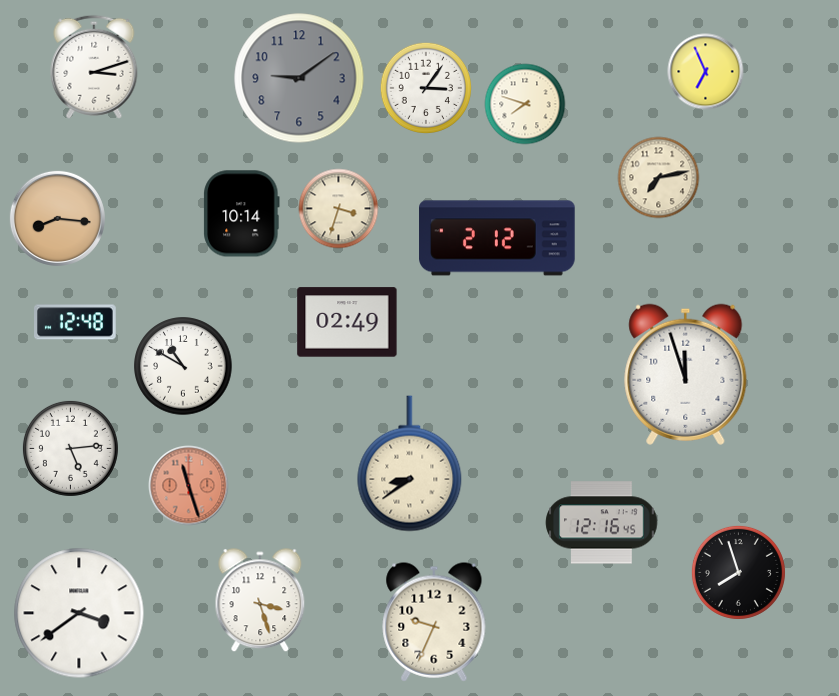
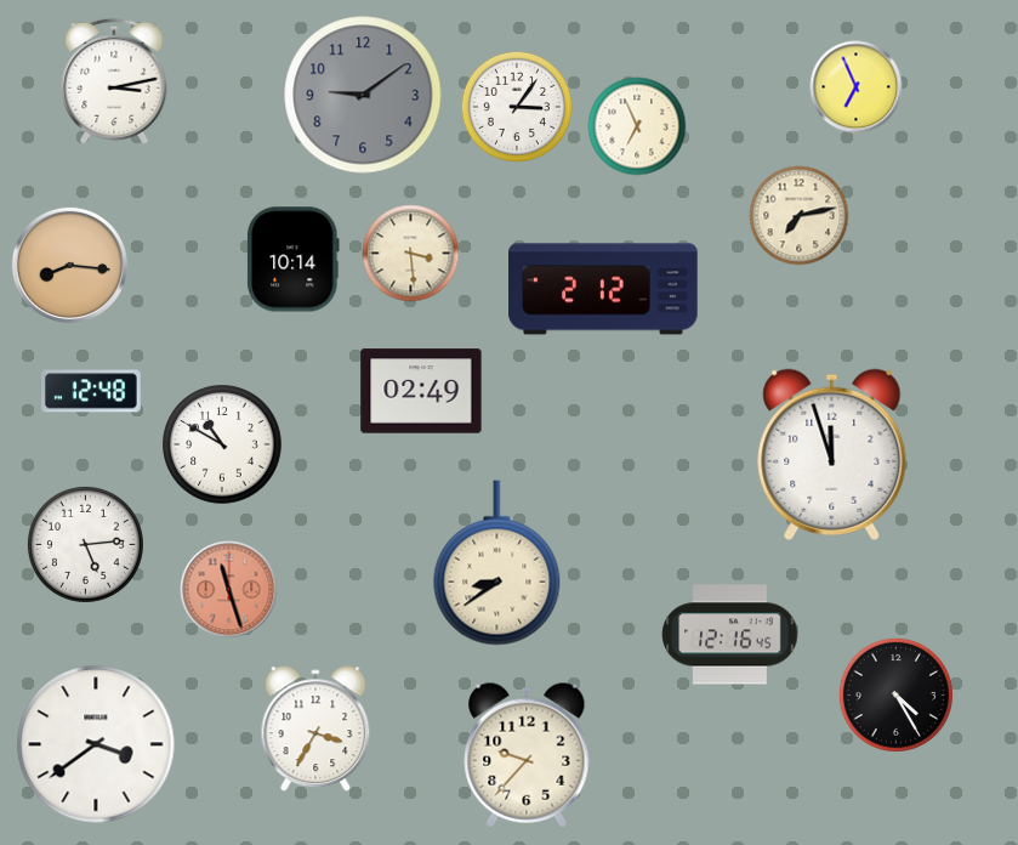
clock at (94, 67): 3:12 -> 3:13
clock at (525, 104): 7:48 -> 6:56
clock at (339, 209): 3:33 -> 3:29
clock at (738, 572): 7:57 -> 4:25
clock at (260, 601): 3:27 -> 3:35
clock at (434, 622): 9:34 -> 9:37
